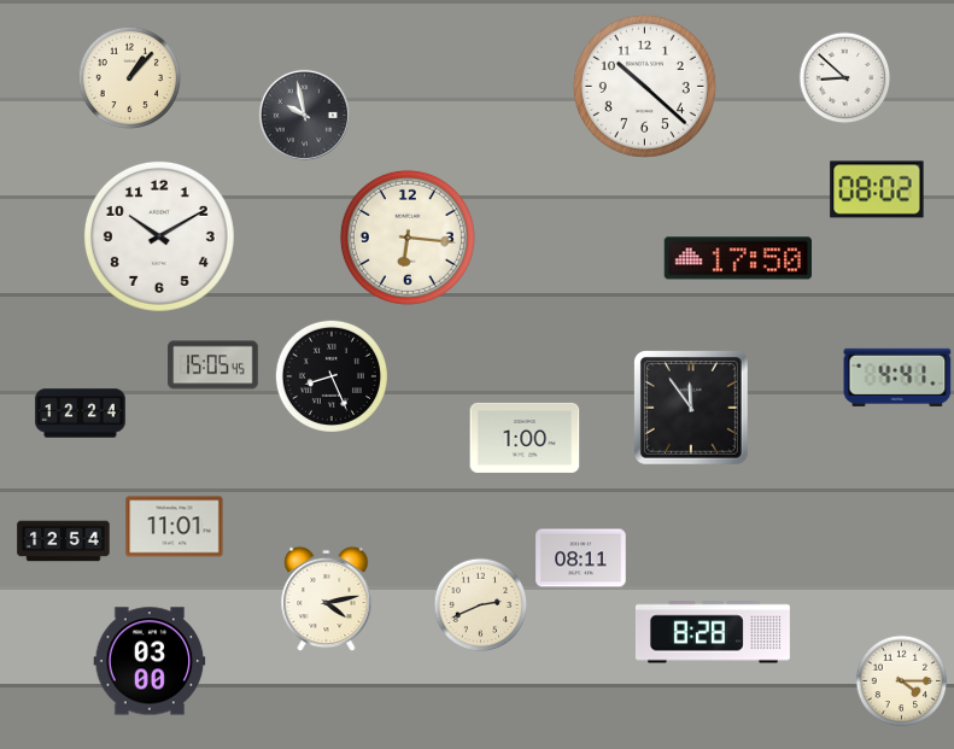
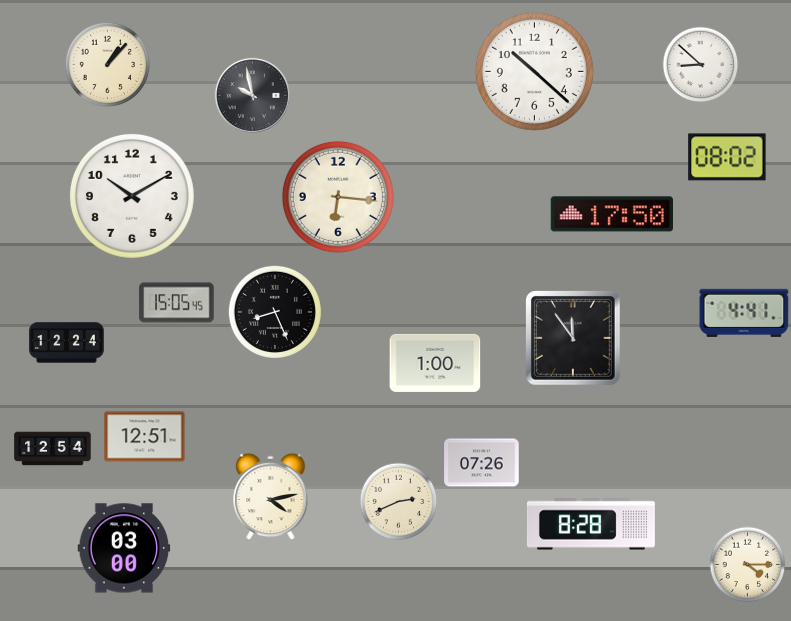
clock at (175, 527): 11:01 -> 12:51
clock at (581, 558): 08:11 -> 07:26
